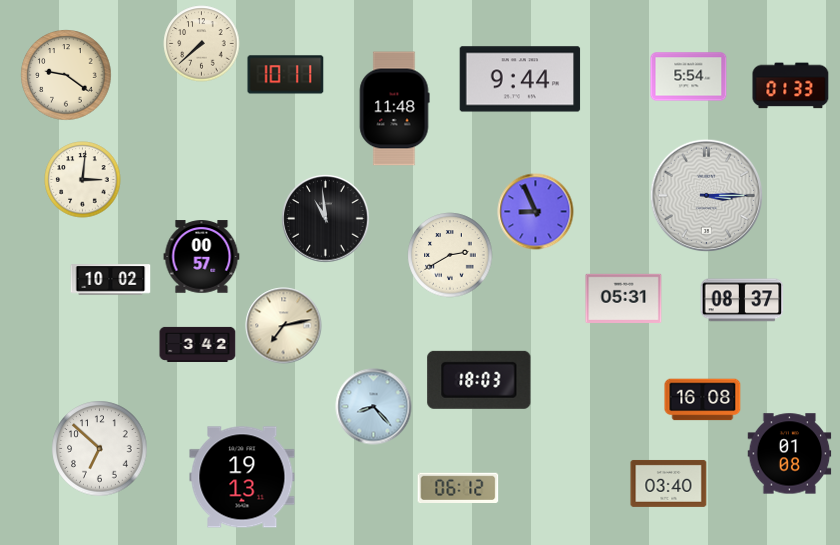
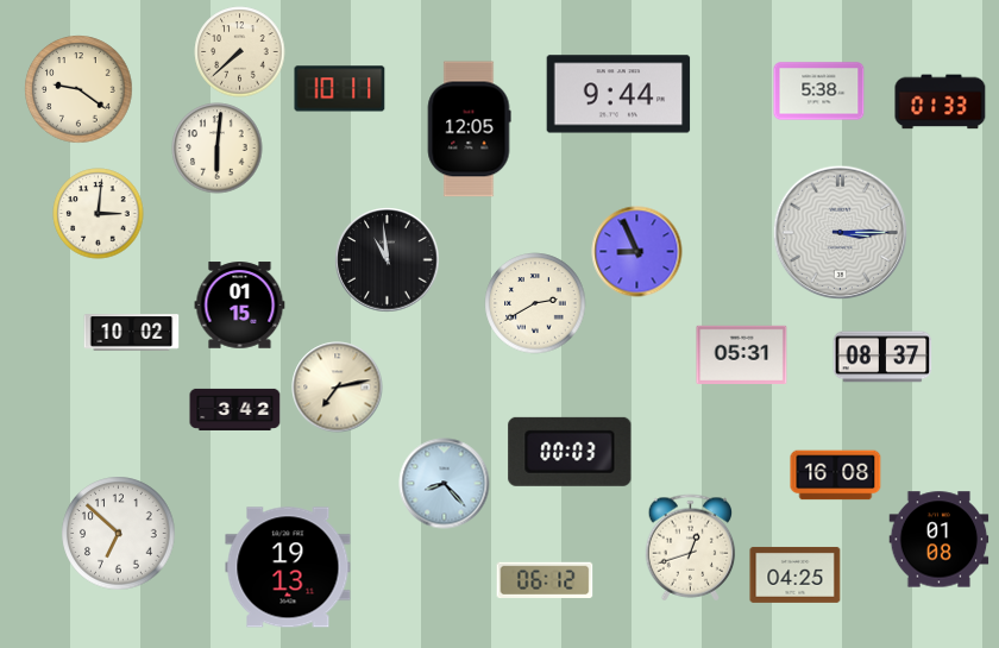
clock at (689, 77): 5:54 -> 5:38
clock at (394, 109): 11:48 -> 12:05
clock at (218, 149): none -> 6:01
clock at (202, 257): 00:57 -> 01:15
clock at (479, 380): 18:03 -> 00:03
clock at (691, 548): none -> 12:42
clock at (669, 483): 03:40 -> 04:25
